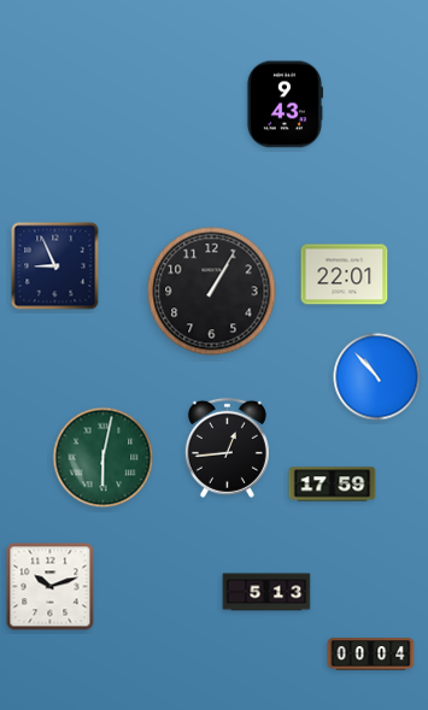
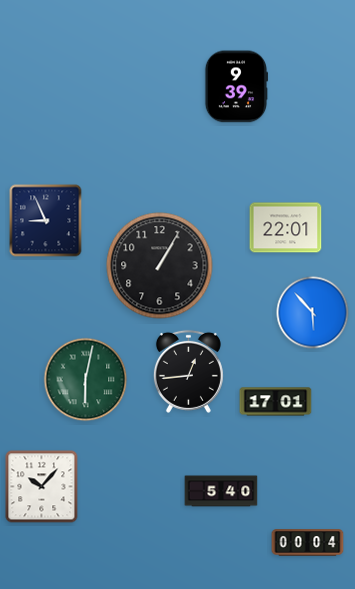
clock at (283, 105): 9:43 -> 9:39
clock at (212, 292) position: (212, 292) -> (160, 266)
clock at (377, 377): 10:53 -> 5:53
clock at (333, 485): 17:59 -> 17:01
clock at (51, 587): 10:12 -> 10:07
clock at (266, 592): 5:13 -> 5:40
